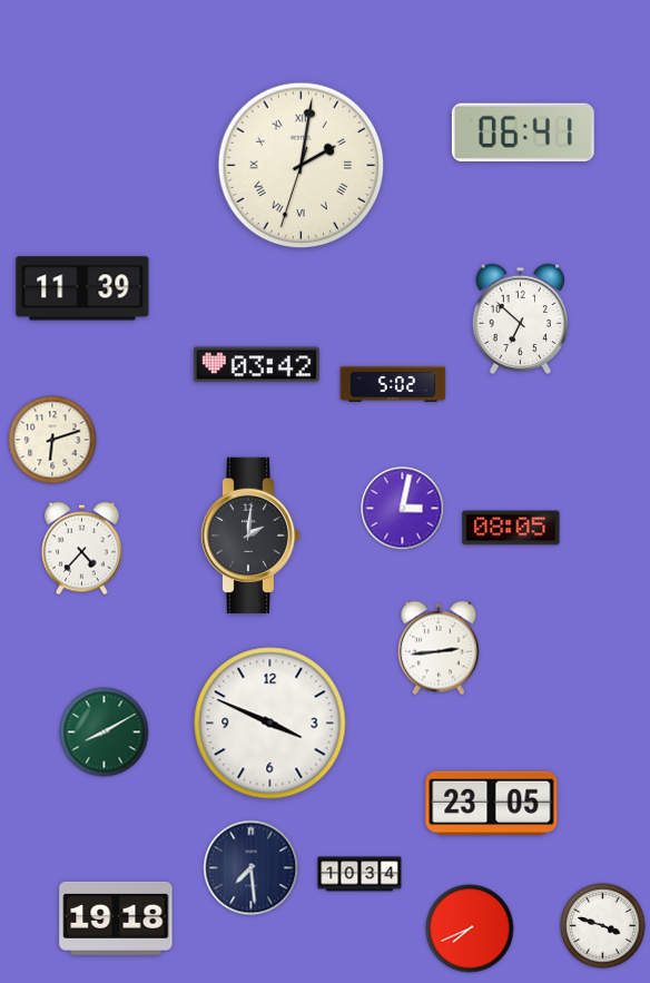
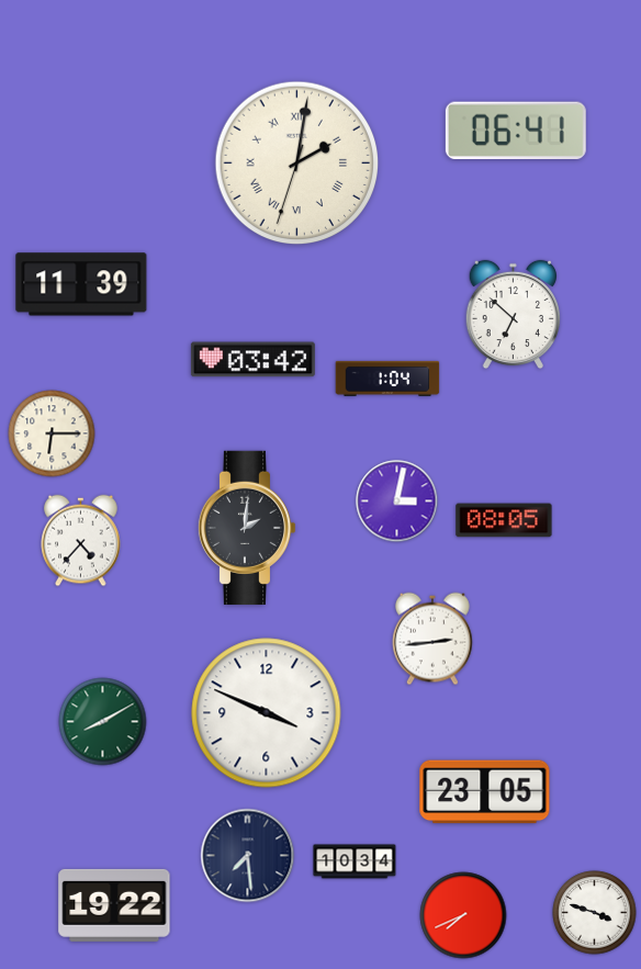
clock at (393, 384): 5:02 -> 1:04
clock at (52, 440): 6:12 -> 6:15
clock at (116, 918): 19:18 -> 19:22
